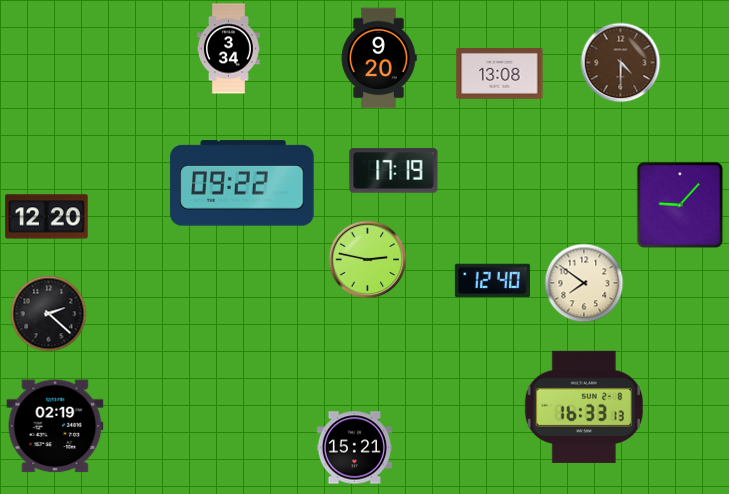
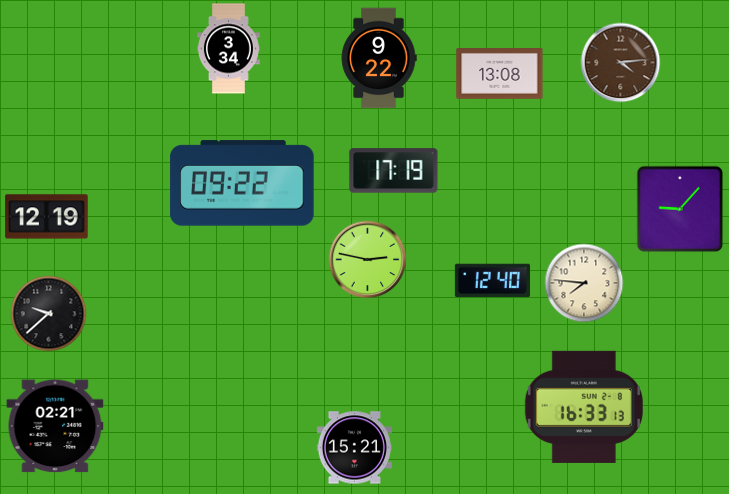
clock at (379, 58): 9:20 -> 9:22
clock at (621, 63): 4:30 -> 4:14
clock at (680, 205) position: (680, 205) -> (680, 209)
clock at (47, 217): 12:20 -> 12:19
clock at (584, 283): 7:51 -> 7:46
clock at (49, 314): 2:22 -> 9:38
clock at (55, 426): 02:19 -> 02:21
